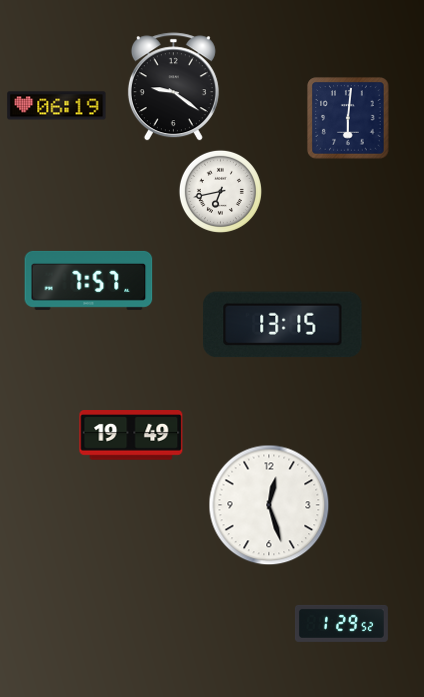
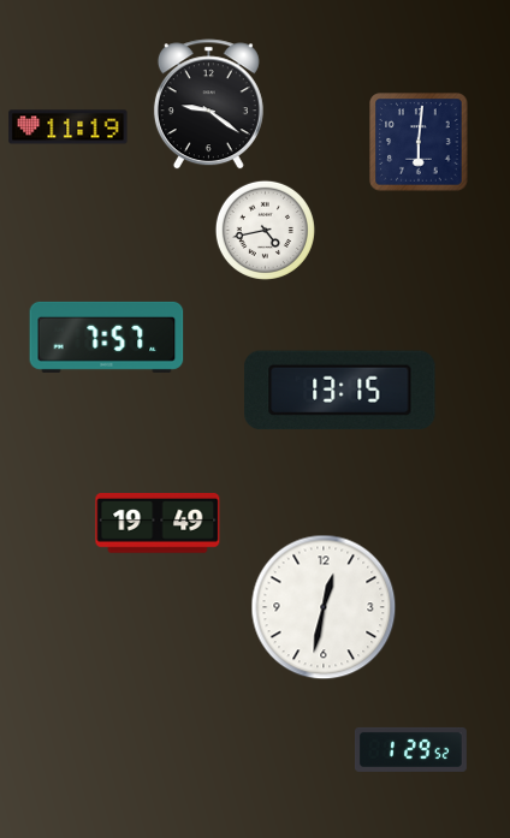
clock at (57, 106): 06:19 -> 11:19
clock at (220, 191): 6:43 -> 4:43
clock at (269, 505): 12:27 -> 12:32
